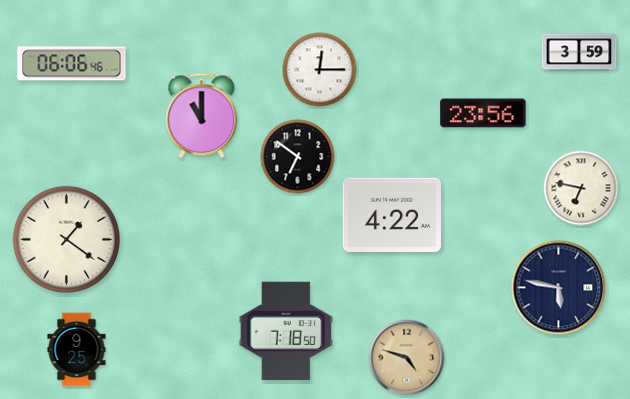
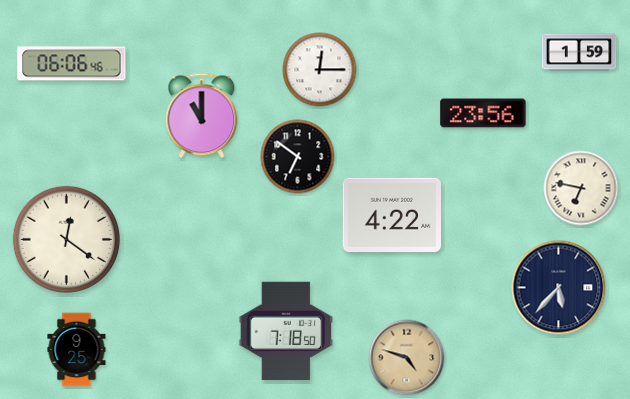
clock at (579, 52): 3:59 -> 1:59
clock at (66, 239): 1:21 -> 12:21
clock at (559, 288): 5:47 -> 5:37
